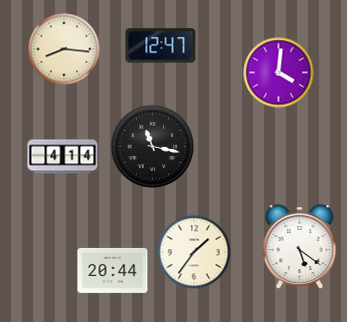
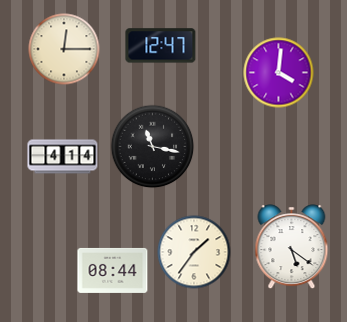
clock at (64, 49): 8:16 -> 12:15
clock at (300, 247) position: (300, 247) -> (292, 247)
clock at (113, 270): 20:44 -> 08:44
